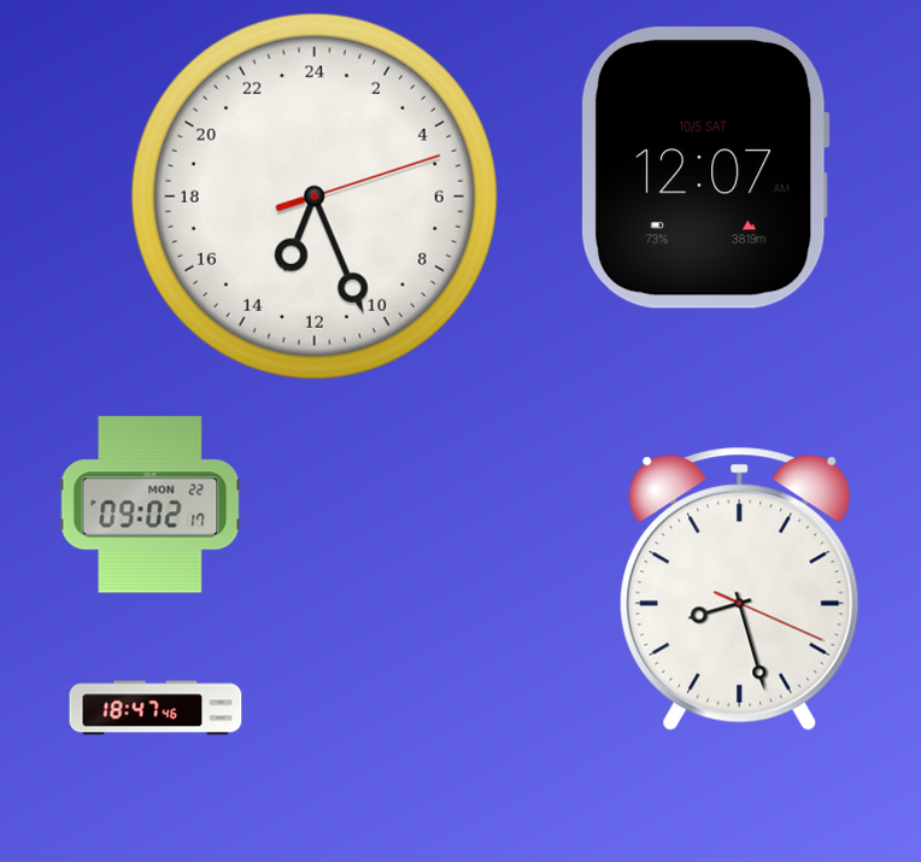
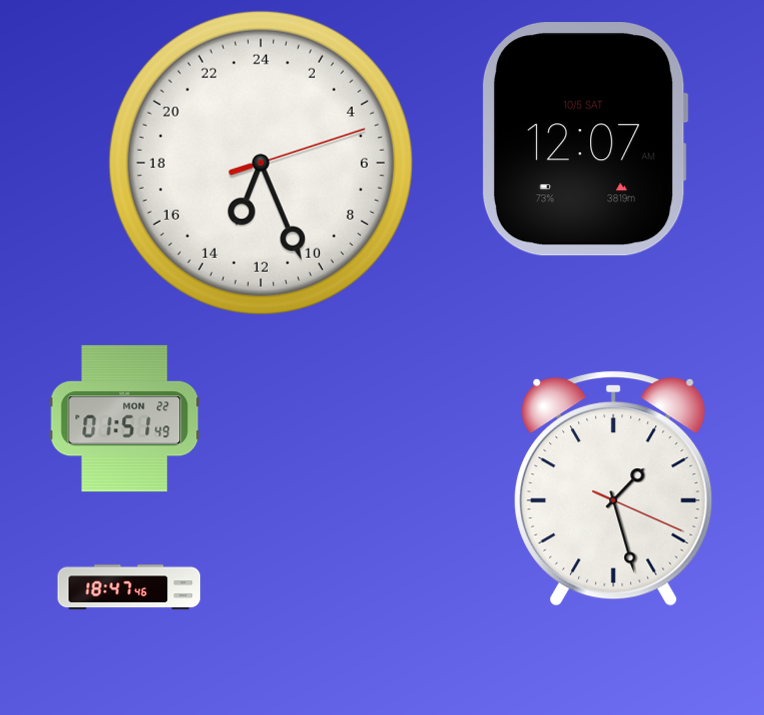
clock at (151, 505): 09:02 -> 01:51
clock at (740, 588): 8:27 -> 1:27
